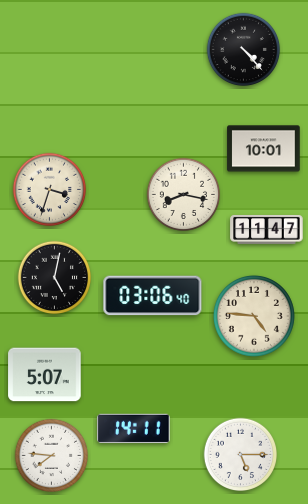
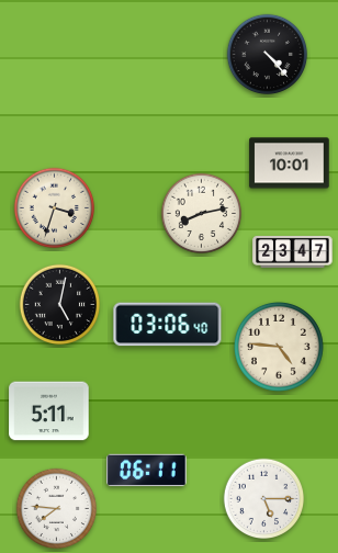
clock at (184, 195): 8:17 -> 8:13
clock at (267, 230): 11:47 -> 23:47
clock at (45, 375): 5:07 -> 5:11
clock at (134, 429): 14:11 -> 06:11
clock at (52, 456) position: (52, 456) -> (57, 509)
